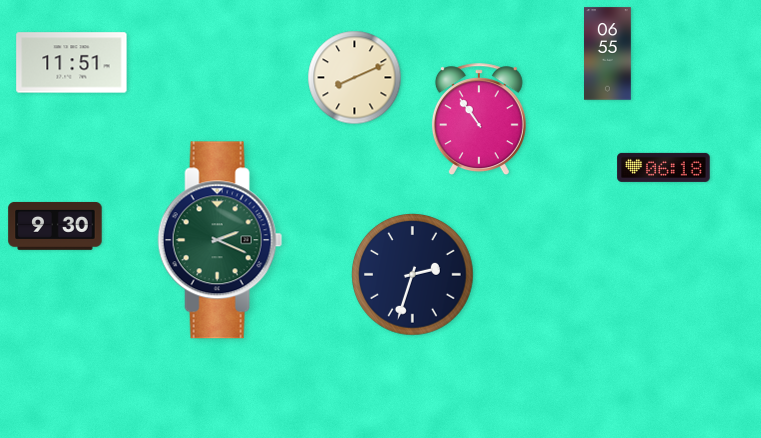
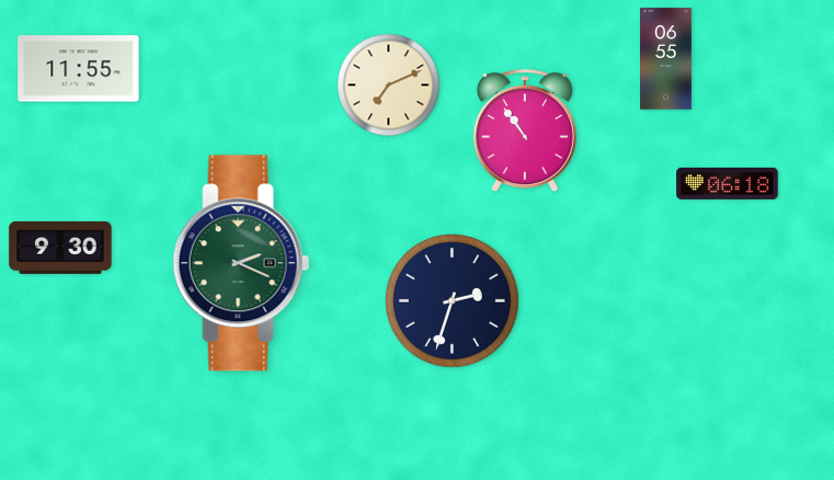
clock at (72, 63): 11:51 -> 11:55
clock at (355, 78): 8:11 -> 7:11
